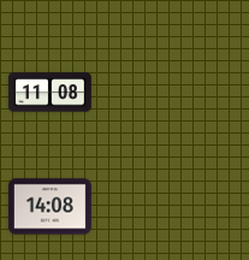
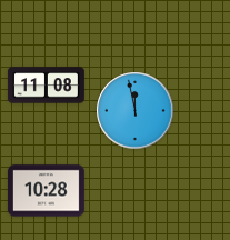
clock at (136, 111): none -> 11:58
clock at (49, 207): 14:08 -> 10:28
